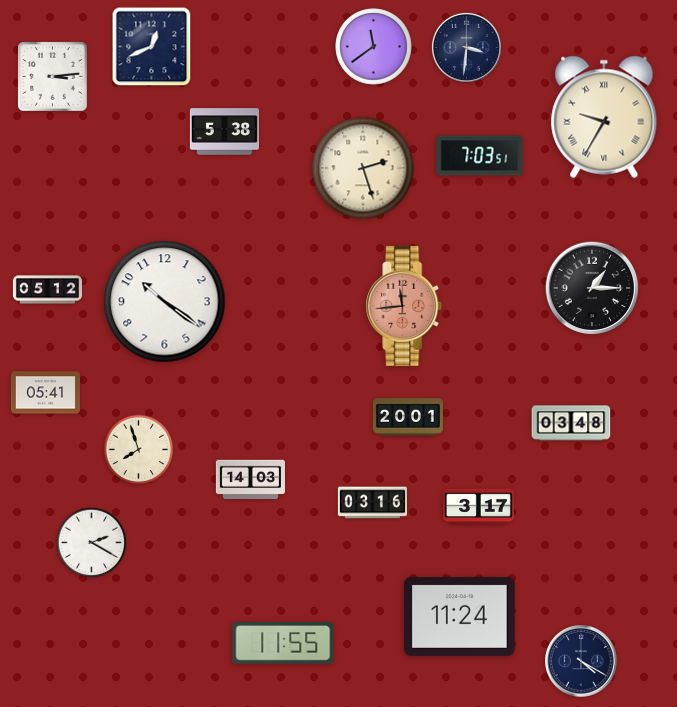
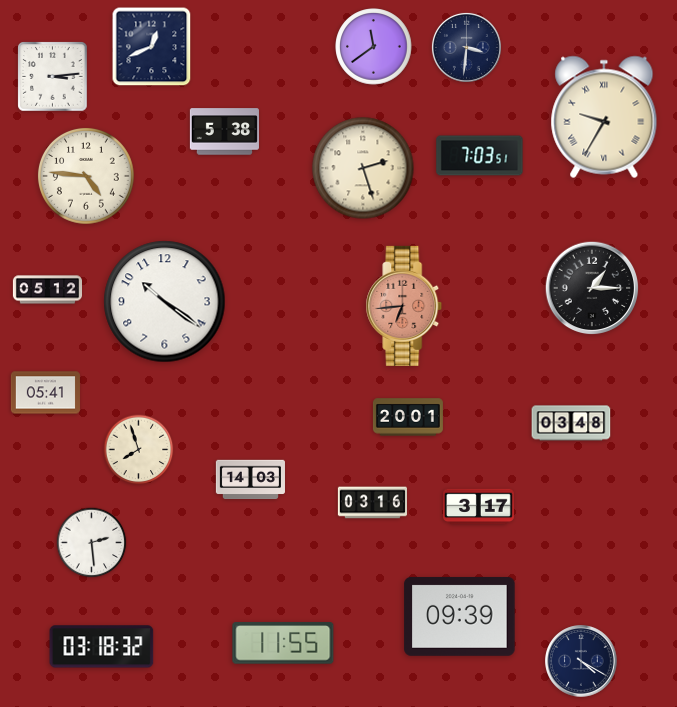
clock at (86, 176): none -> 4:46
clock at (404, 306): 11:44 -> 6:44
clock at (92, 543): 2:20 -> 2:29
clock at (460, 616): 11:24 -> 09:39
clock at (102, 647): none -> 03:18
